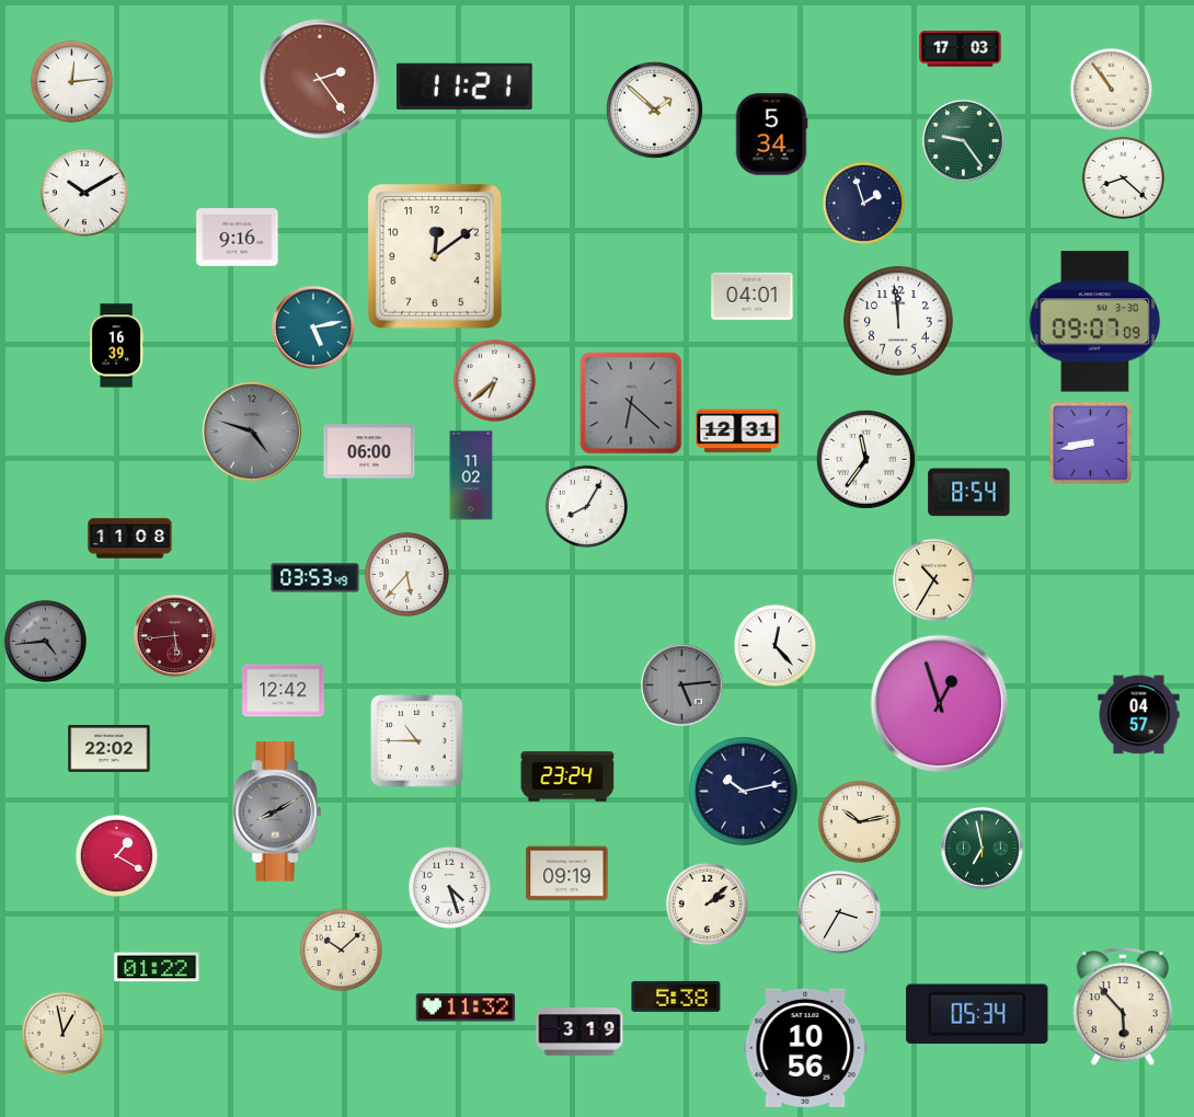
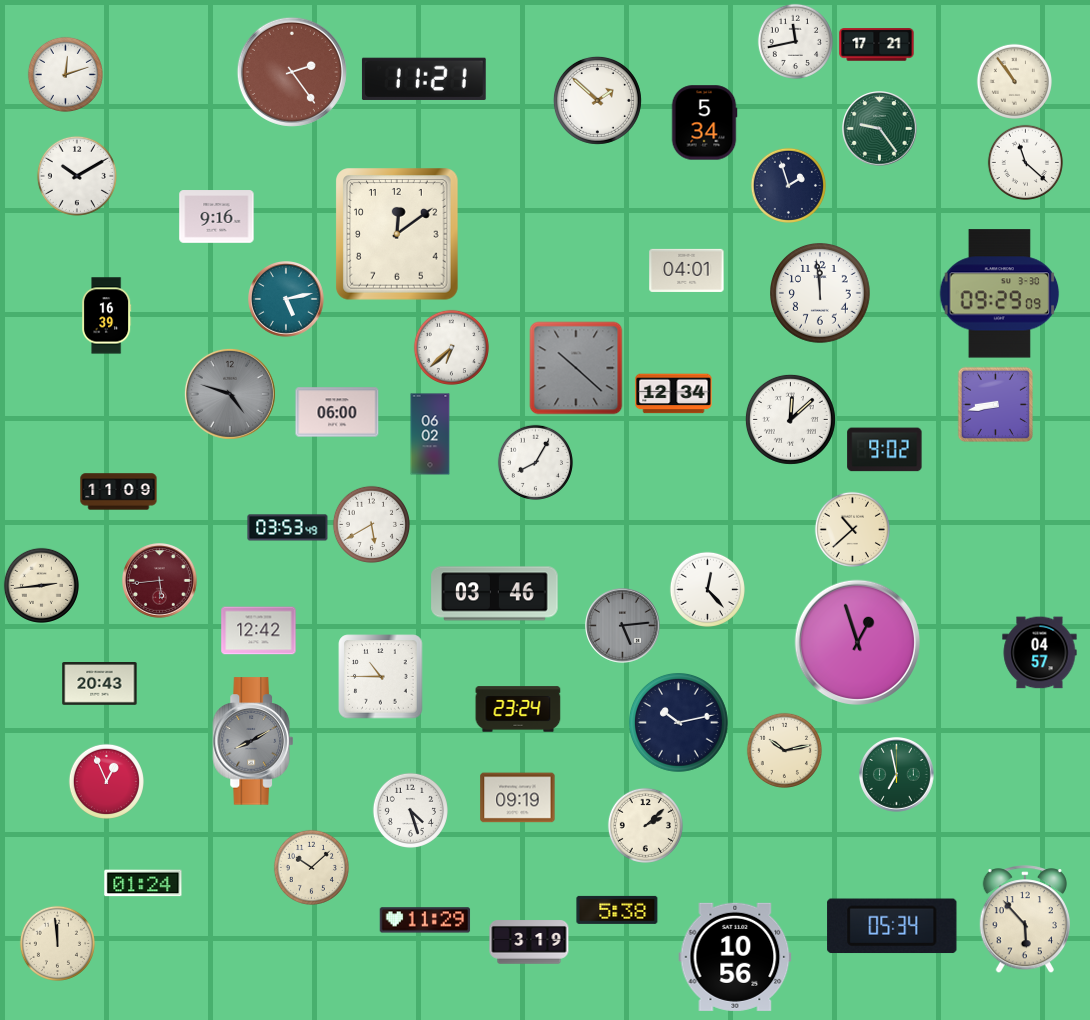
clock at (795, 41): none -> 11:43
clock at (961, 49): 17:03 -> 17:21
clock at (71, 81): 12:14 -> 12:12
clock at (1123, 177): 8:22 -> 11:22
clock at (1095, 322): 09:07 -> 09:29
clock at (631, 403): 6:22 -> 10:22
clock at (738, 431): 12:31 -> 12:34
clock at (865, 459): 11:36 -> 12:08
clock at (471, 475): 11:02 -> 06:02
clock at (969, 493): 8:54 -> 9:02
clock at (130, 539): 11:08 -> 11:09
clock at (406, 574): 5:37 -> 5:40
clock at (933, 579): 10:35 -> 10:38
clock at (45, 641): 4:44 -> 2:44
clock at (45, 641) dial: grey -> cream
clock at (495, 594): none -> 03:46
clock at (110, 749): 22:02 -> 20:43
clock at (116, 855): 1:20 -> 12:56
clock at (839, 912): 3:35 -> none
clock at (157, 967): 01:22 -> 01:24
clock at (466, 1007): 11:32 -> 11:29
clock at (62, 1033): 12:58 -> 11:59
